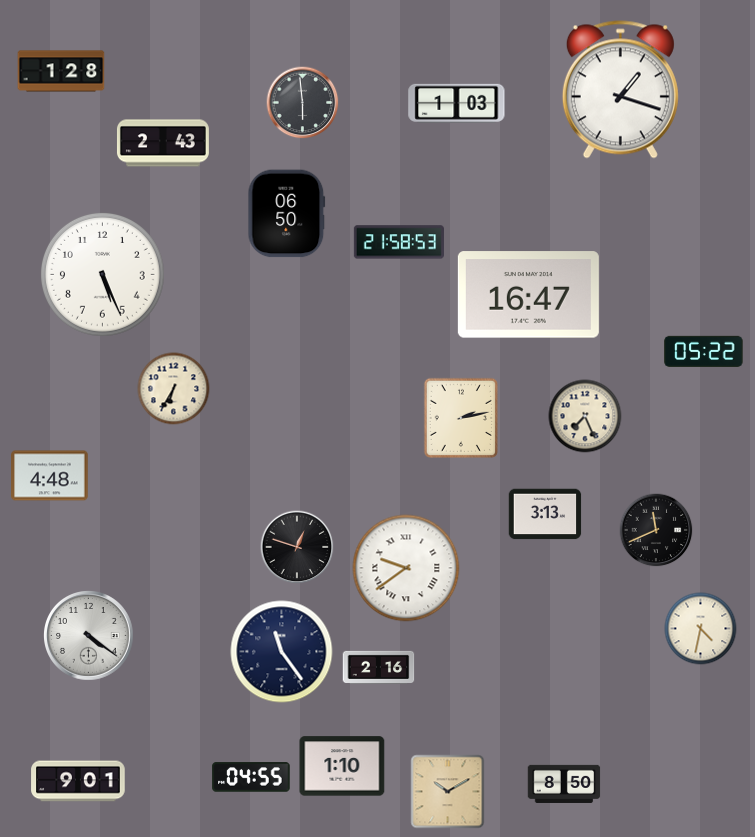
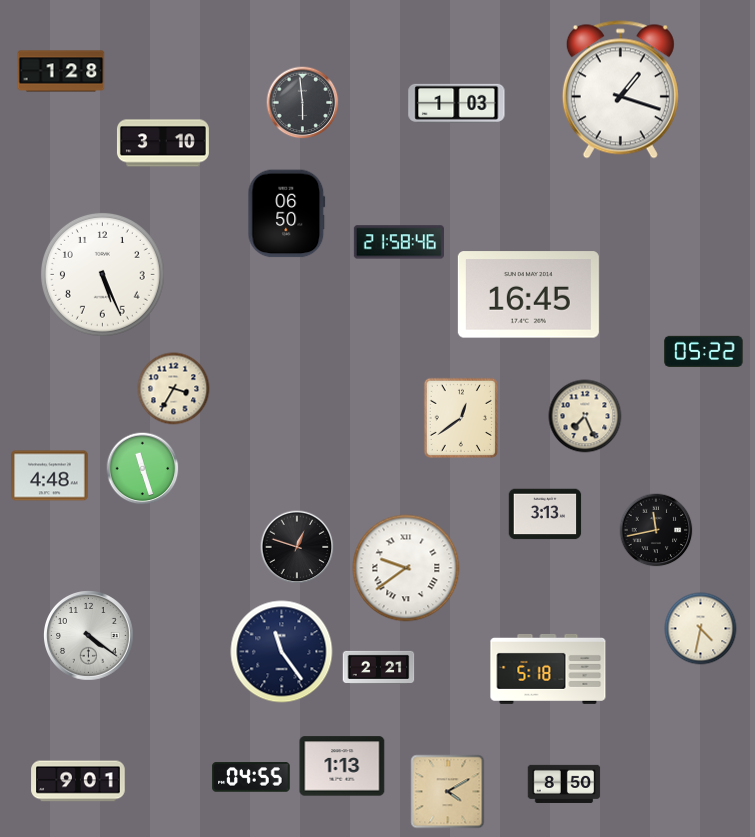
clock at (163, 143): 2:43 -> 3:10
clock at (399, 242): 21:58:53 -> 21:58:46
clock at (528, 295): 16:47 -> 16:45
clock at (174, 389): 6:35 -> 3:35
clock at (460, 417): 2:13 -> 12:39
clock at (143, 469): none -> 11:27
clock at (656, 530): 11:41 -> 11:43
clock at (379, 667): 2:16 -> 2:21
clock at (548, 669): none -> 5:18
clock at (342, 766): 1:10 -> 1:13
clock at (448, 792): 10:10 -> 4:10
